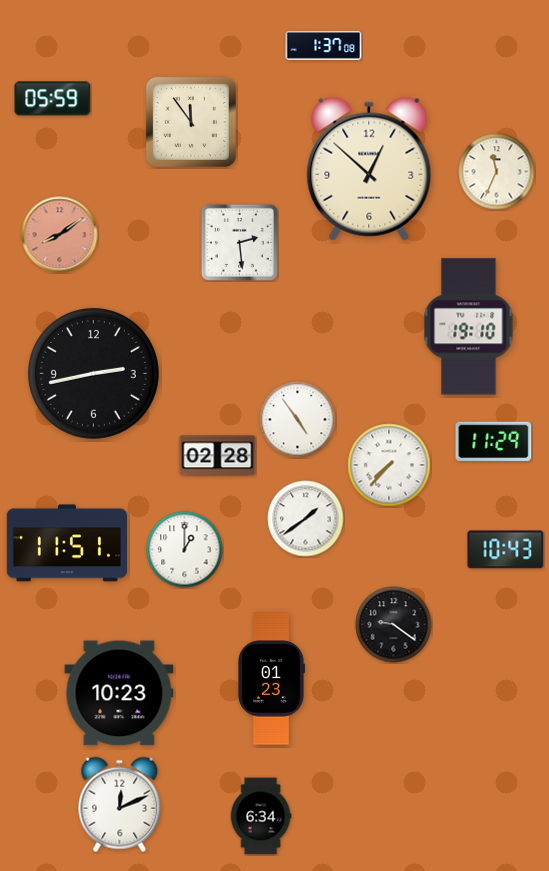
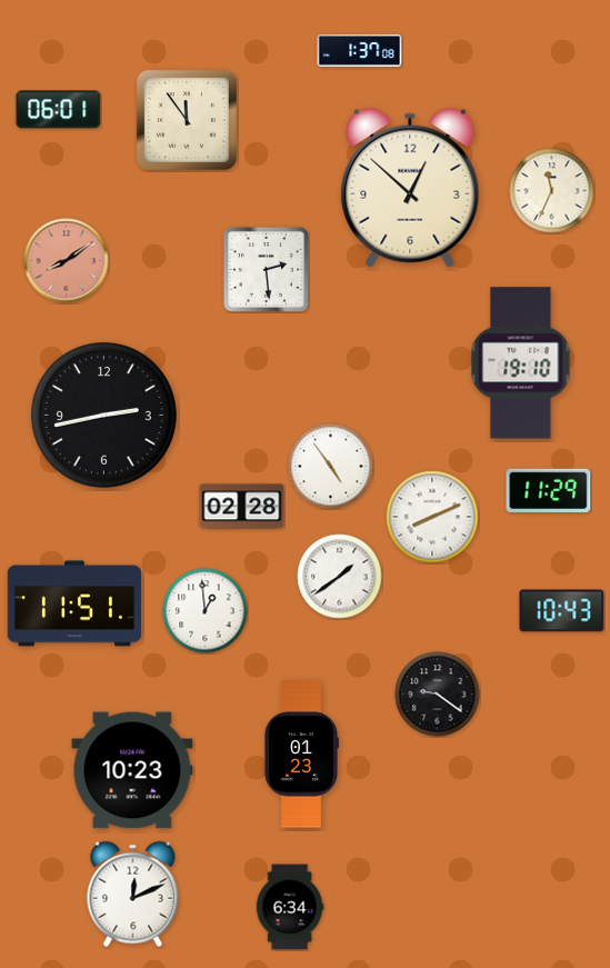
clock at (53, 99): 05:59 -> 06:01
clock at (191, 122) position: (191, 122) -> (187, 120)
clock at (389, 465): 7:37 -> 8:11
clock at (185, 550): 1:00 -> 12:59
